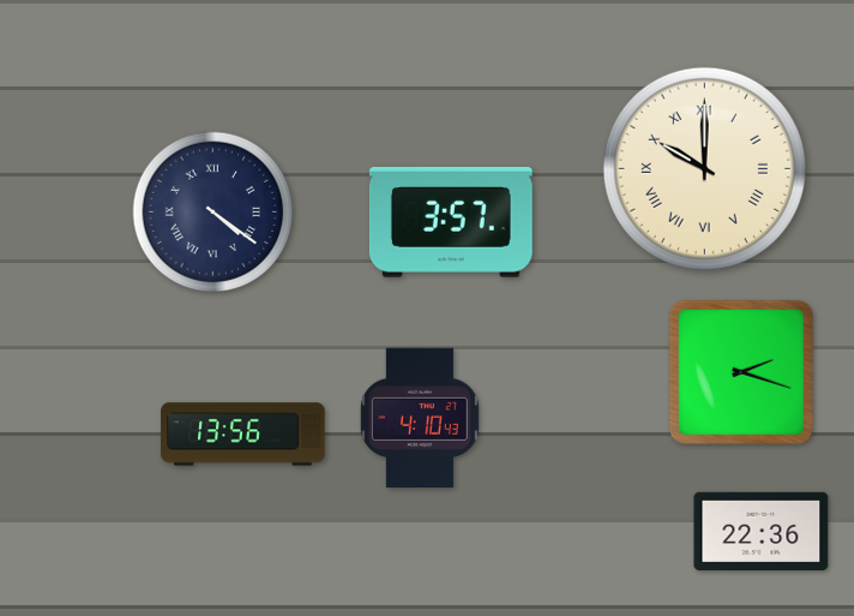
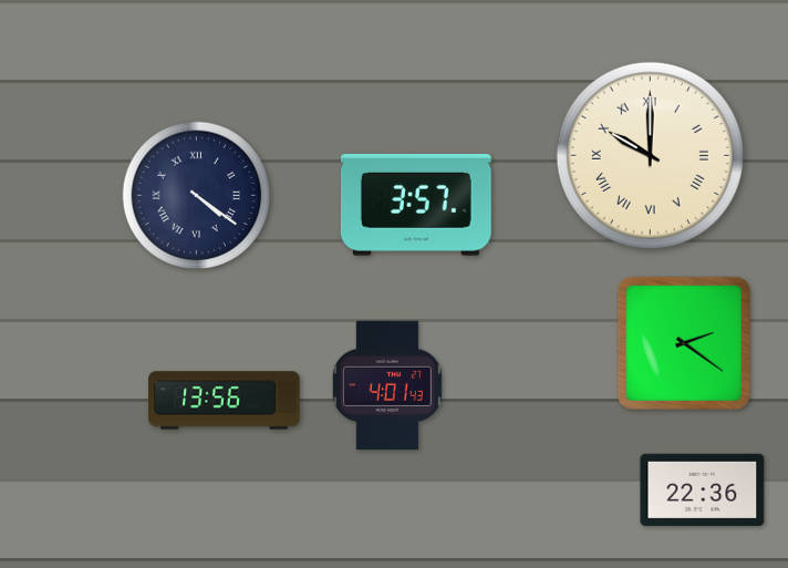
clock at (741, 372): 2:18 -> 2:21
clock at (420, 417): 4:10 -> 4:01
